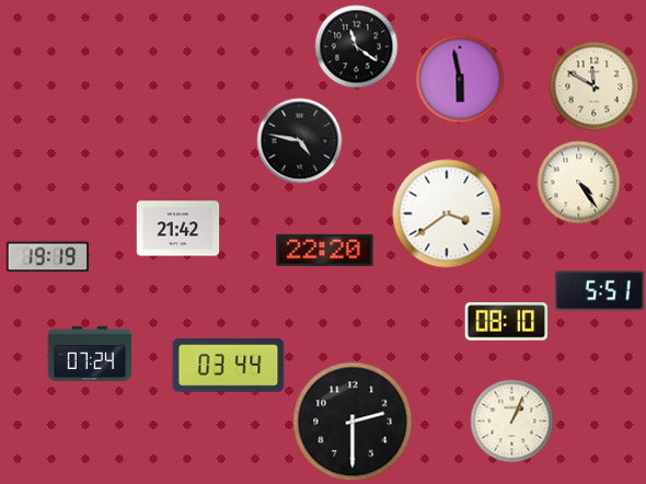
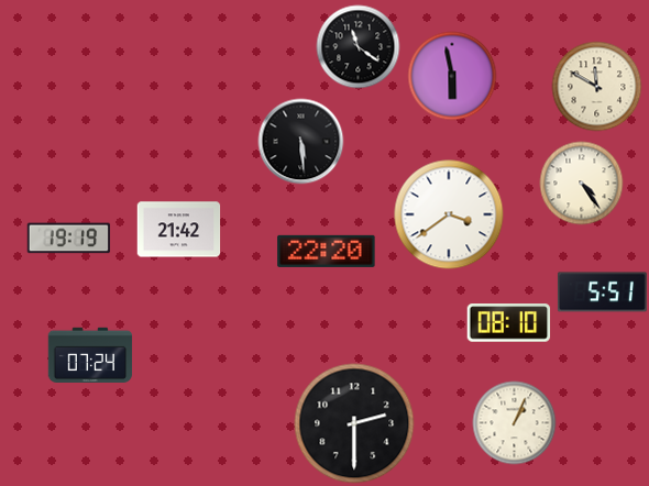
clock at (460, 79) position: (460, 79) -> (452, 76)
clock at (300, 141): 4:47 -> 5:29
clock at (48, 257) position: (48, 257) -> (69, 239)
clock at (229, 366): 03:44 -> none
